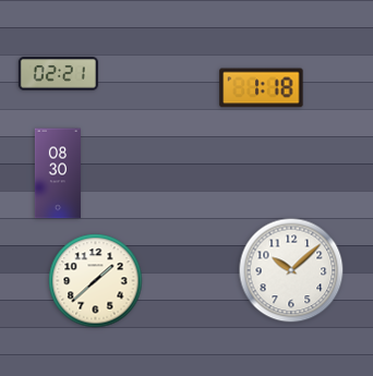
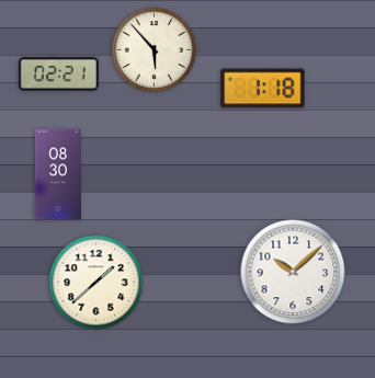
clock at (155, 50): none -> 5:53
